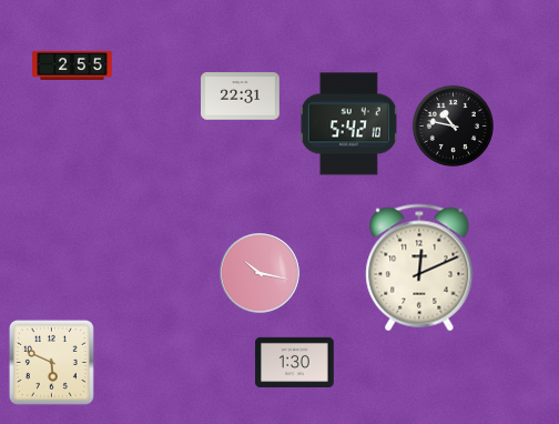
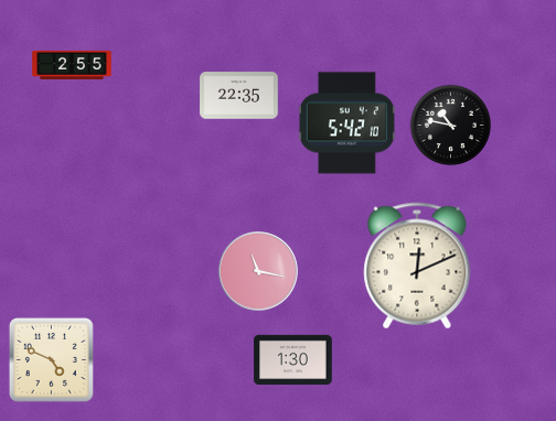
clock at (241, 97): 22:31 -> 22:35
clock at (260, 273): 10:17 -> 11:17
clock at (51, 362): 5:49 -> 4:49
